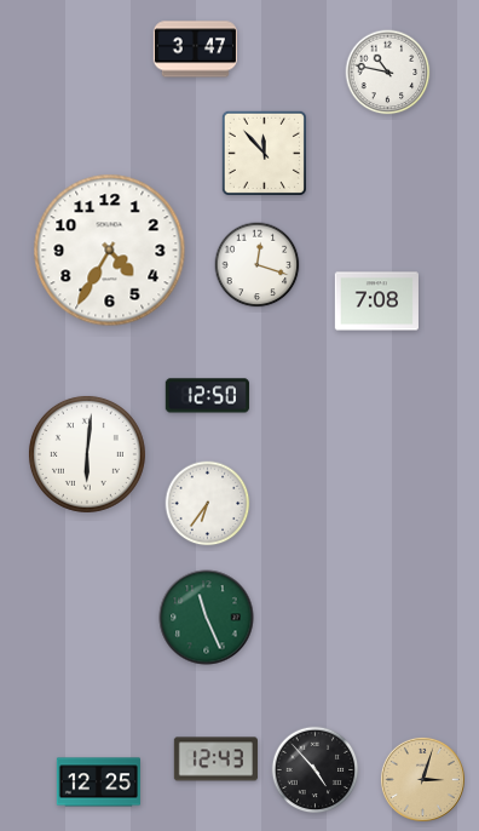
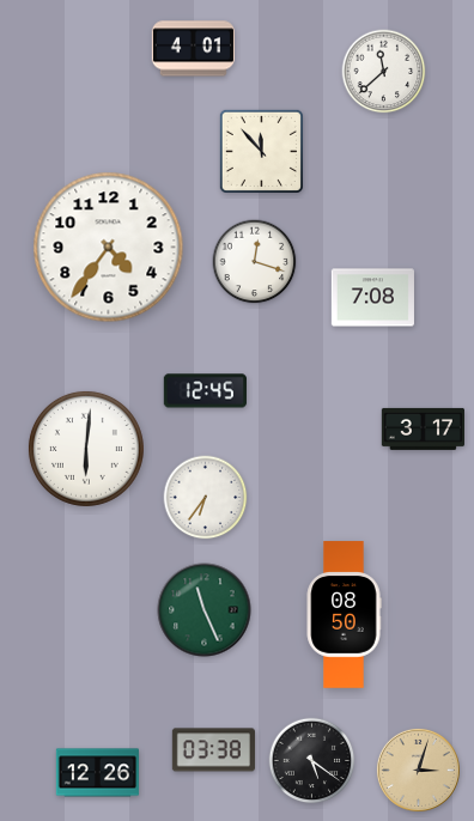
clock at (195, 50): 3:47 -> 4:01
clock at (388, 73): 10:47 -> 11:38
clock at (110, 251): 4:35 -> 4:36
clock at (207, 396): 12:50 -> 12:45
clock at (423, 428): none -> 3:17
clock at (344, 615): none -> 08:50
clock at (215, 760): 12:43 -> 03:38
clock at (316, 770): 4:53 -> 5:21
clock at (98, 783): 12:25 -> 12:26
